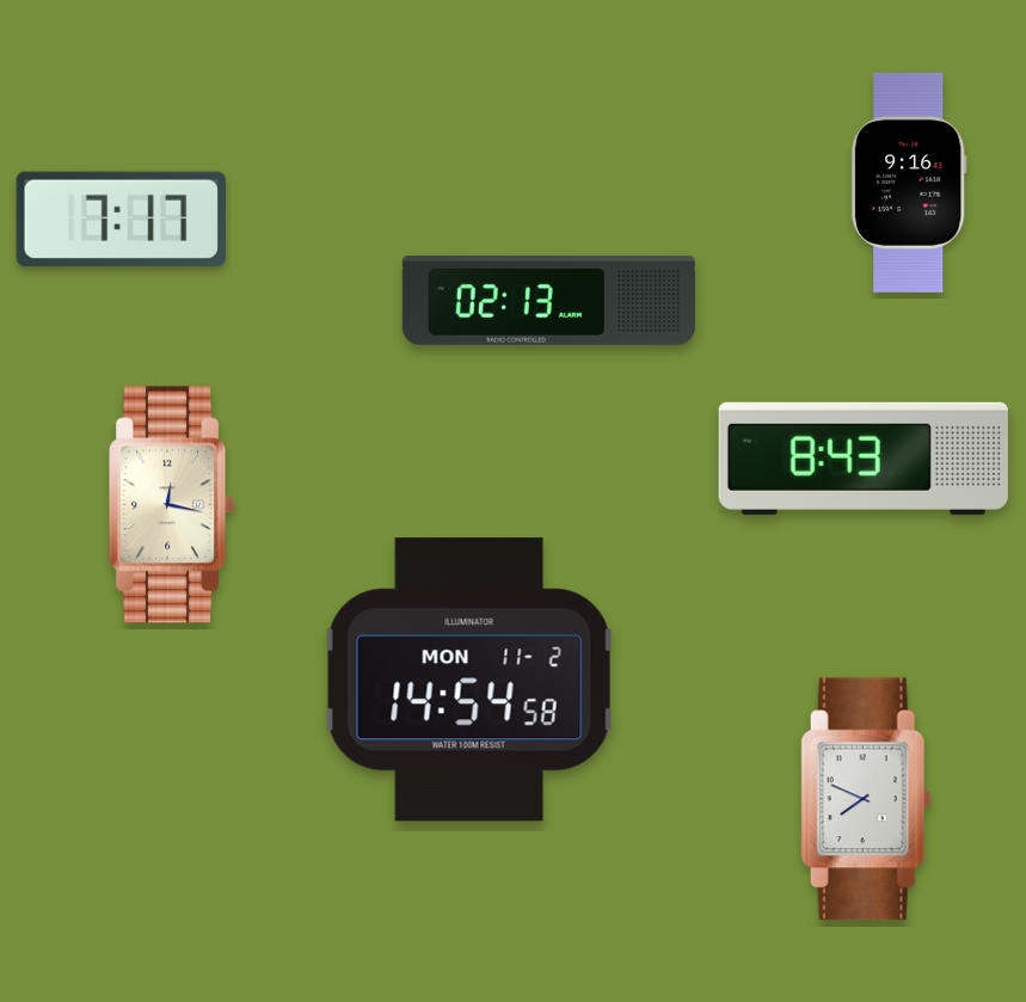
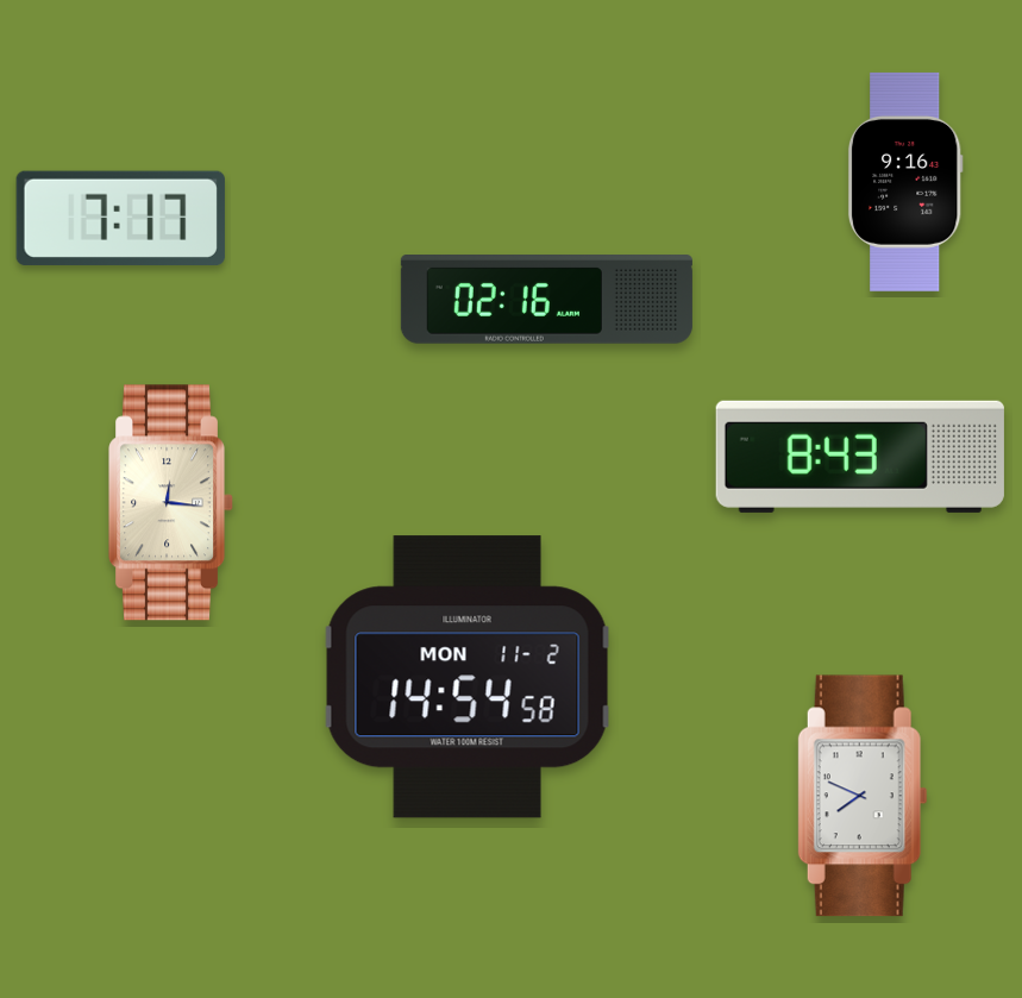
clock at (548, 301): 02:13 -> 02:16
clock at (171, 505): 12:17 -> 12:16
